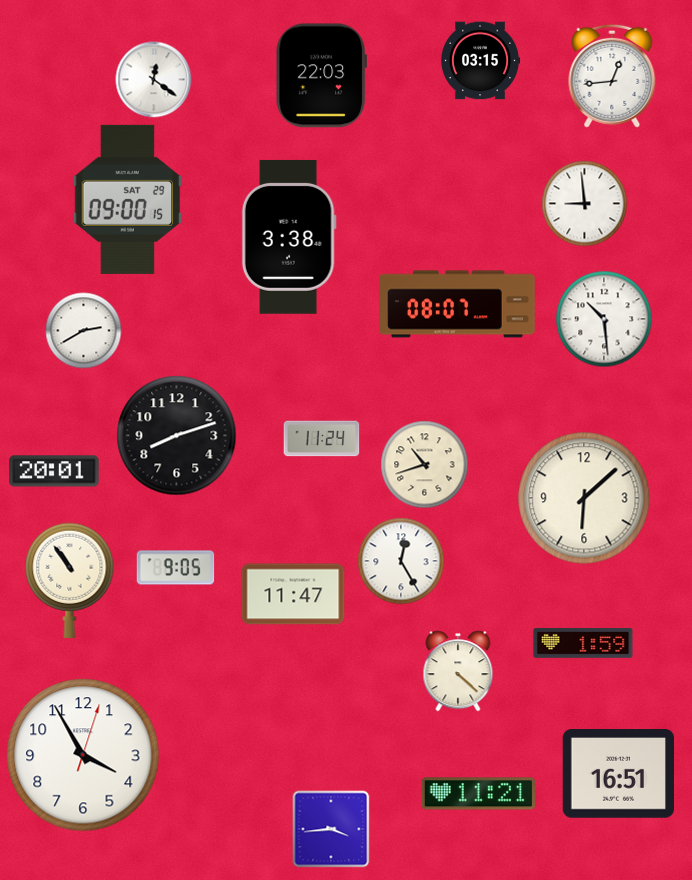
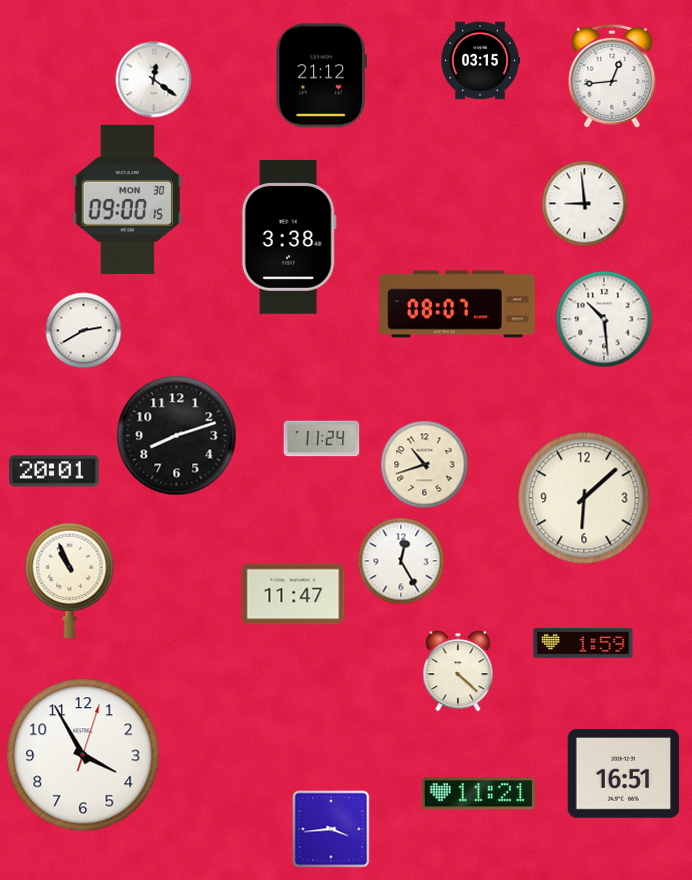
clock at (321, 76): 22:03 -> 21:12
clock at (128, 199) date: SAT 29 -> MON 30
clock at (176, 568): 9:05 -> none
clock at (70, 580): 10:54 -> 10:56
clock at (619, 774) position: (619, 774) -> (624, 774)
